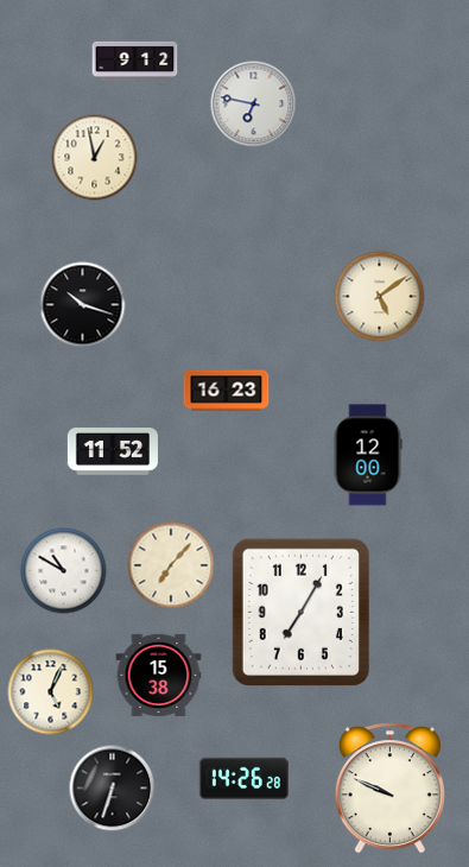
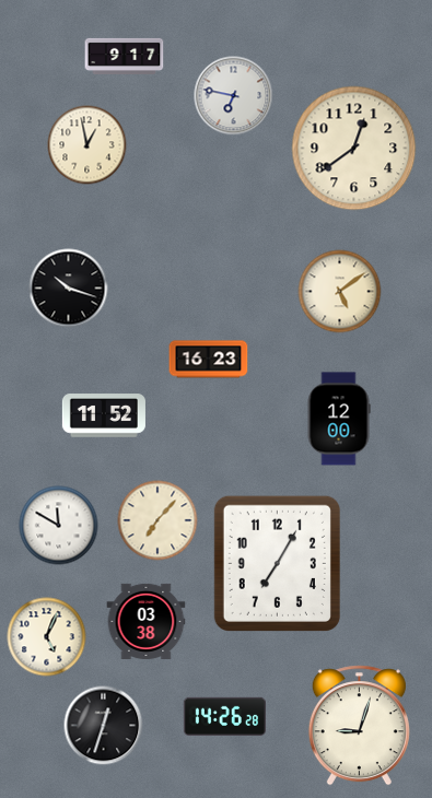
clock at (135, 61): 9:12 -> 9:17
clock at (354, 149): none -> 12:39
clock at (380, 297) position: (380, 297) -> (340, 292)
clock at (83, 305) position: (83, 305) -> (69, 289)
clock at (64, 571): 10:50 -> 11:50
clock at (159, 675): 15:38 -> 03:38
clock at (113, 789): 6:33 -> 12:33
clock at (389, 789): 9:49 -> 9:03
